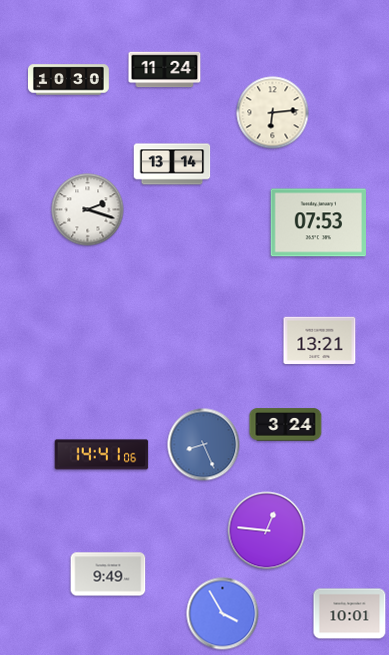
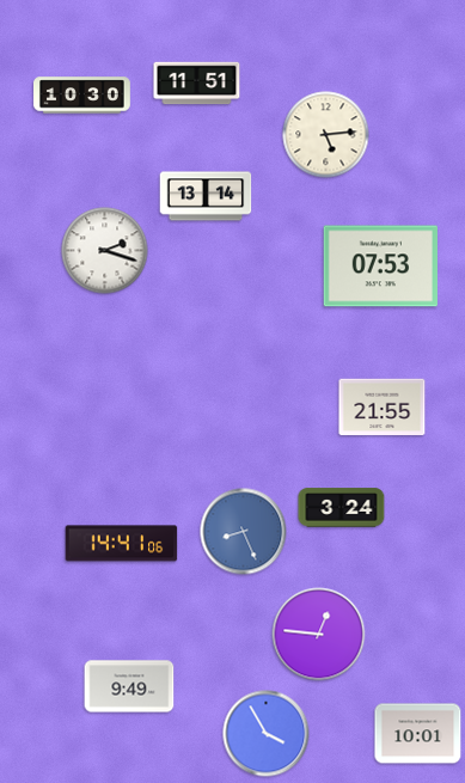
clock at (165, 70): 11:24 -> 11:51
clock at (273, 113): 6:14 -> 5:14
clock at (320, 341): 13:21 -> 21:55
